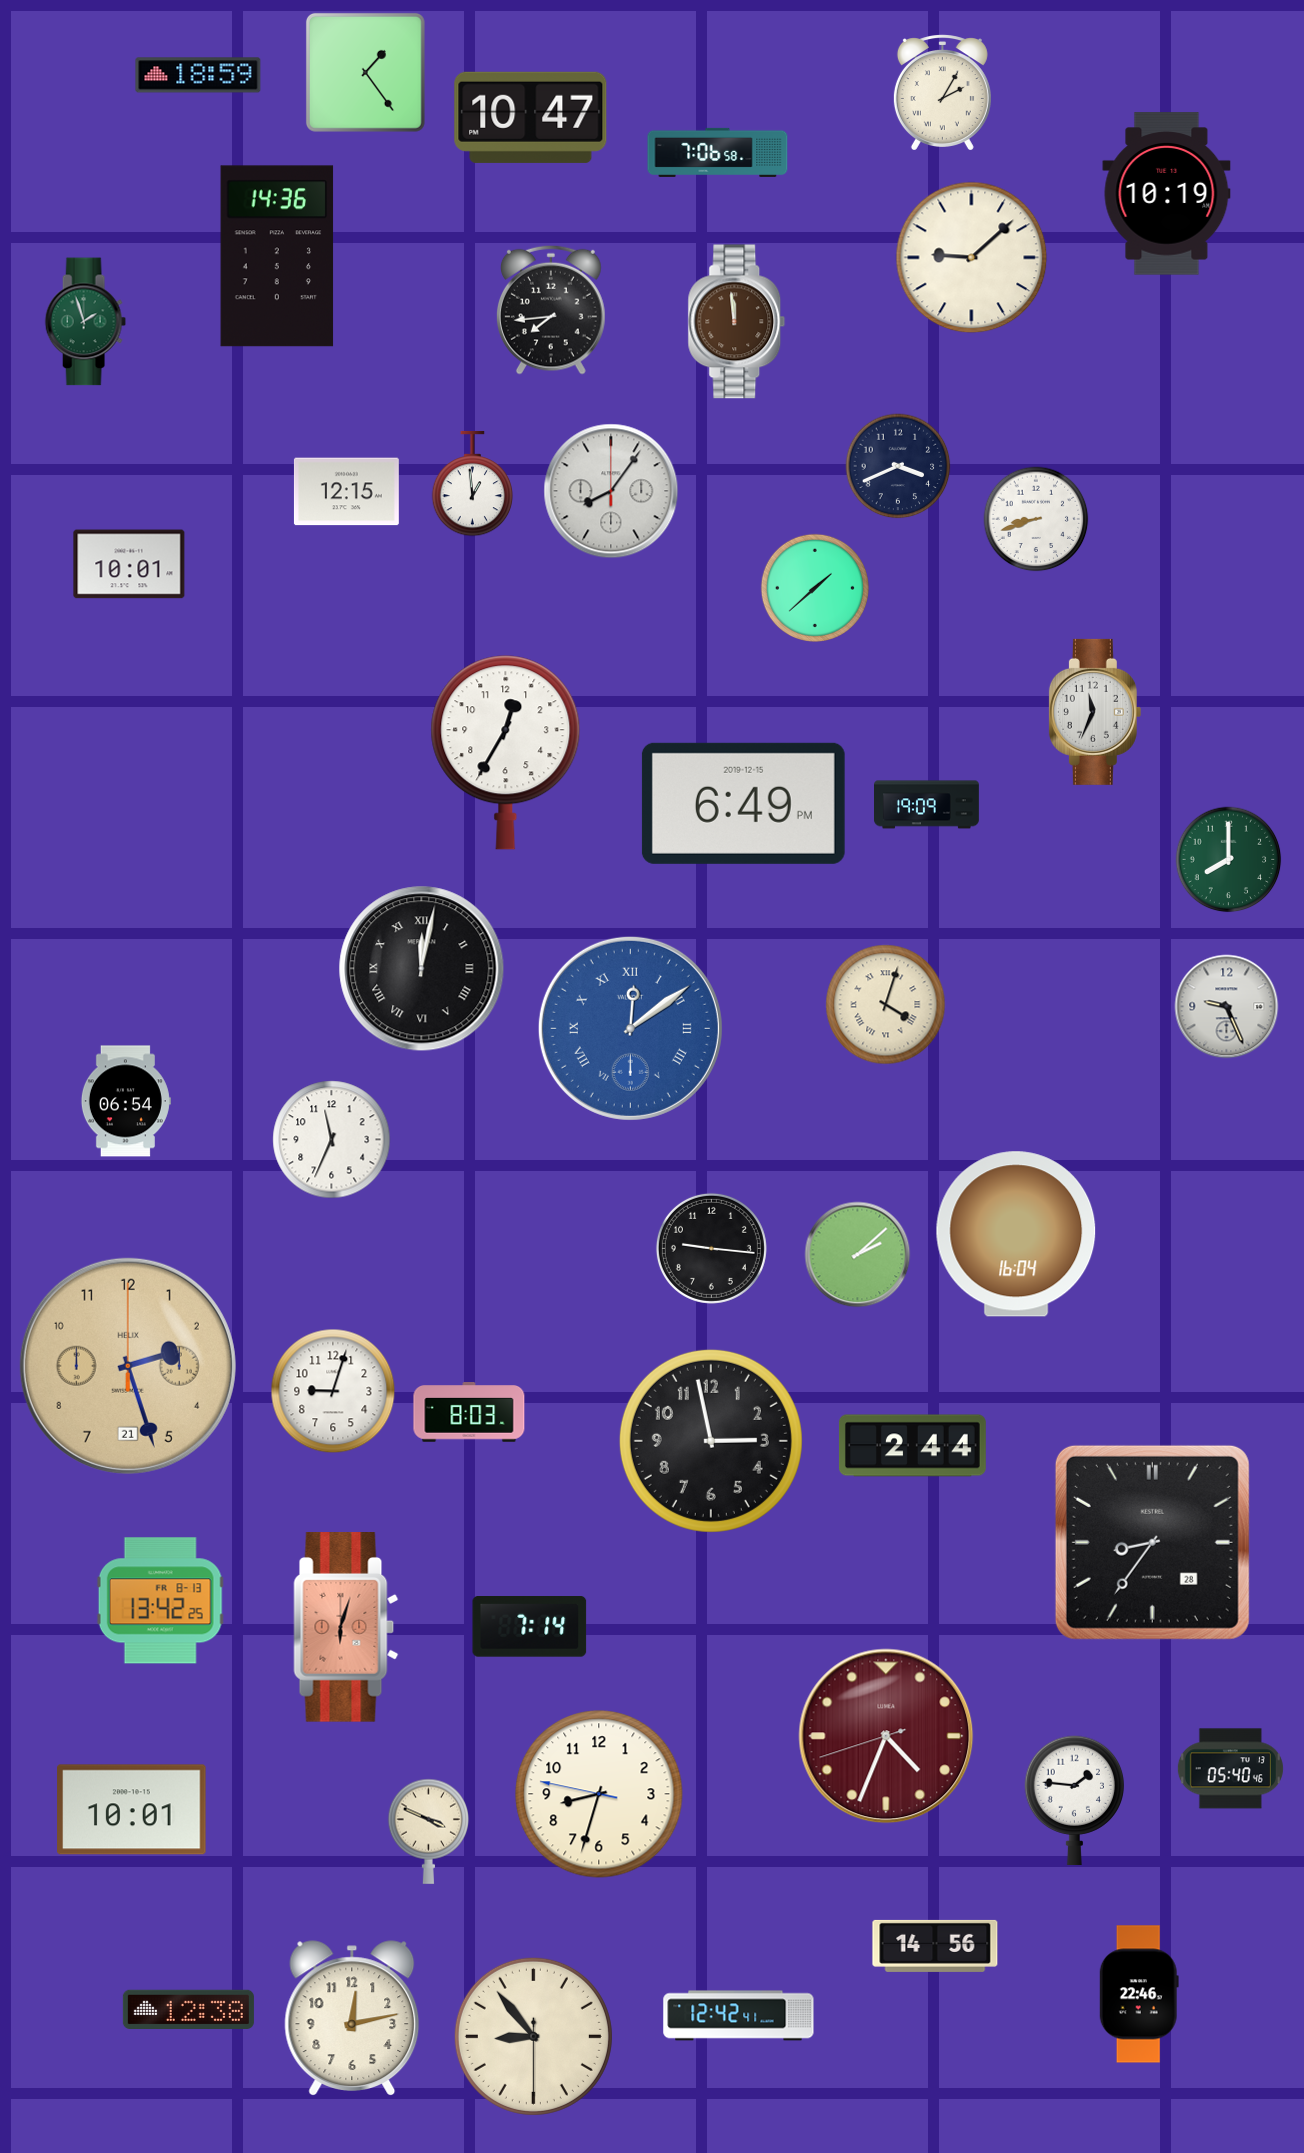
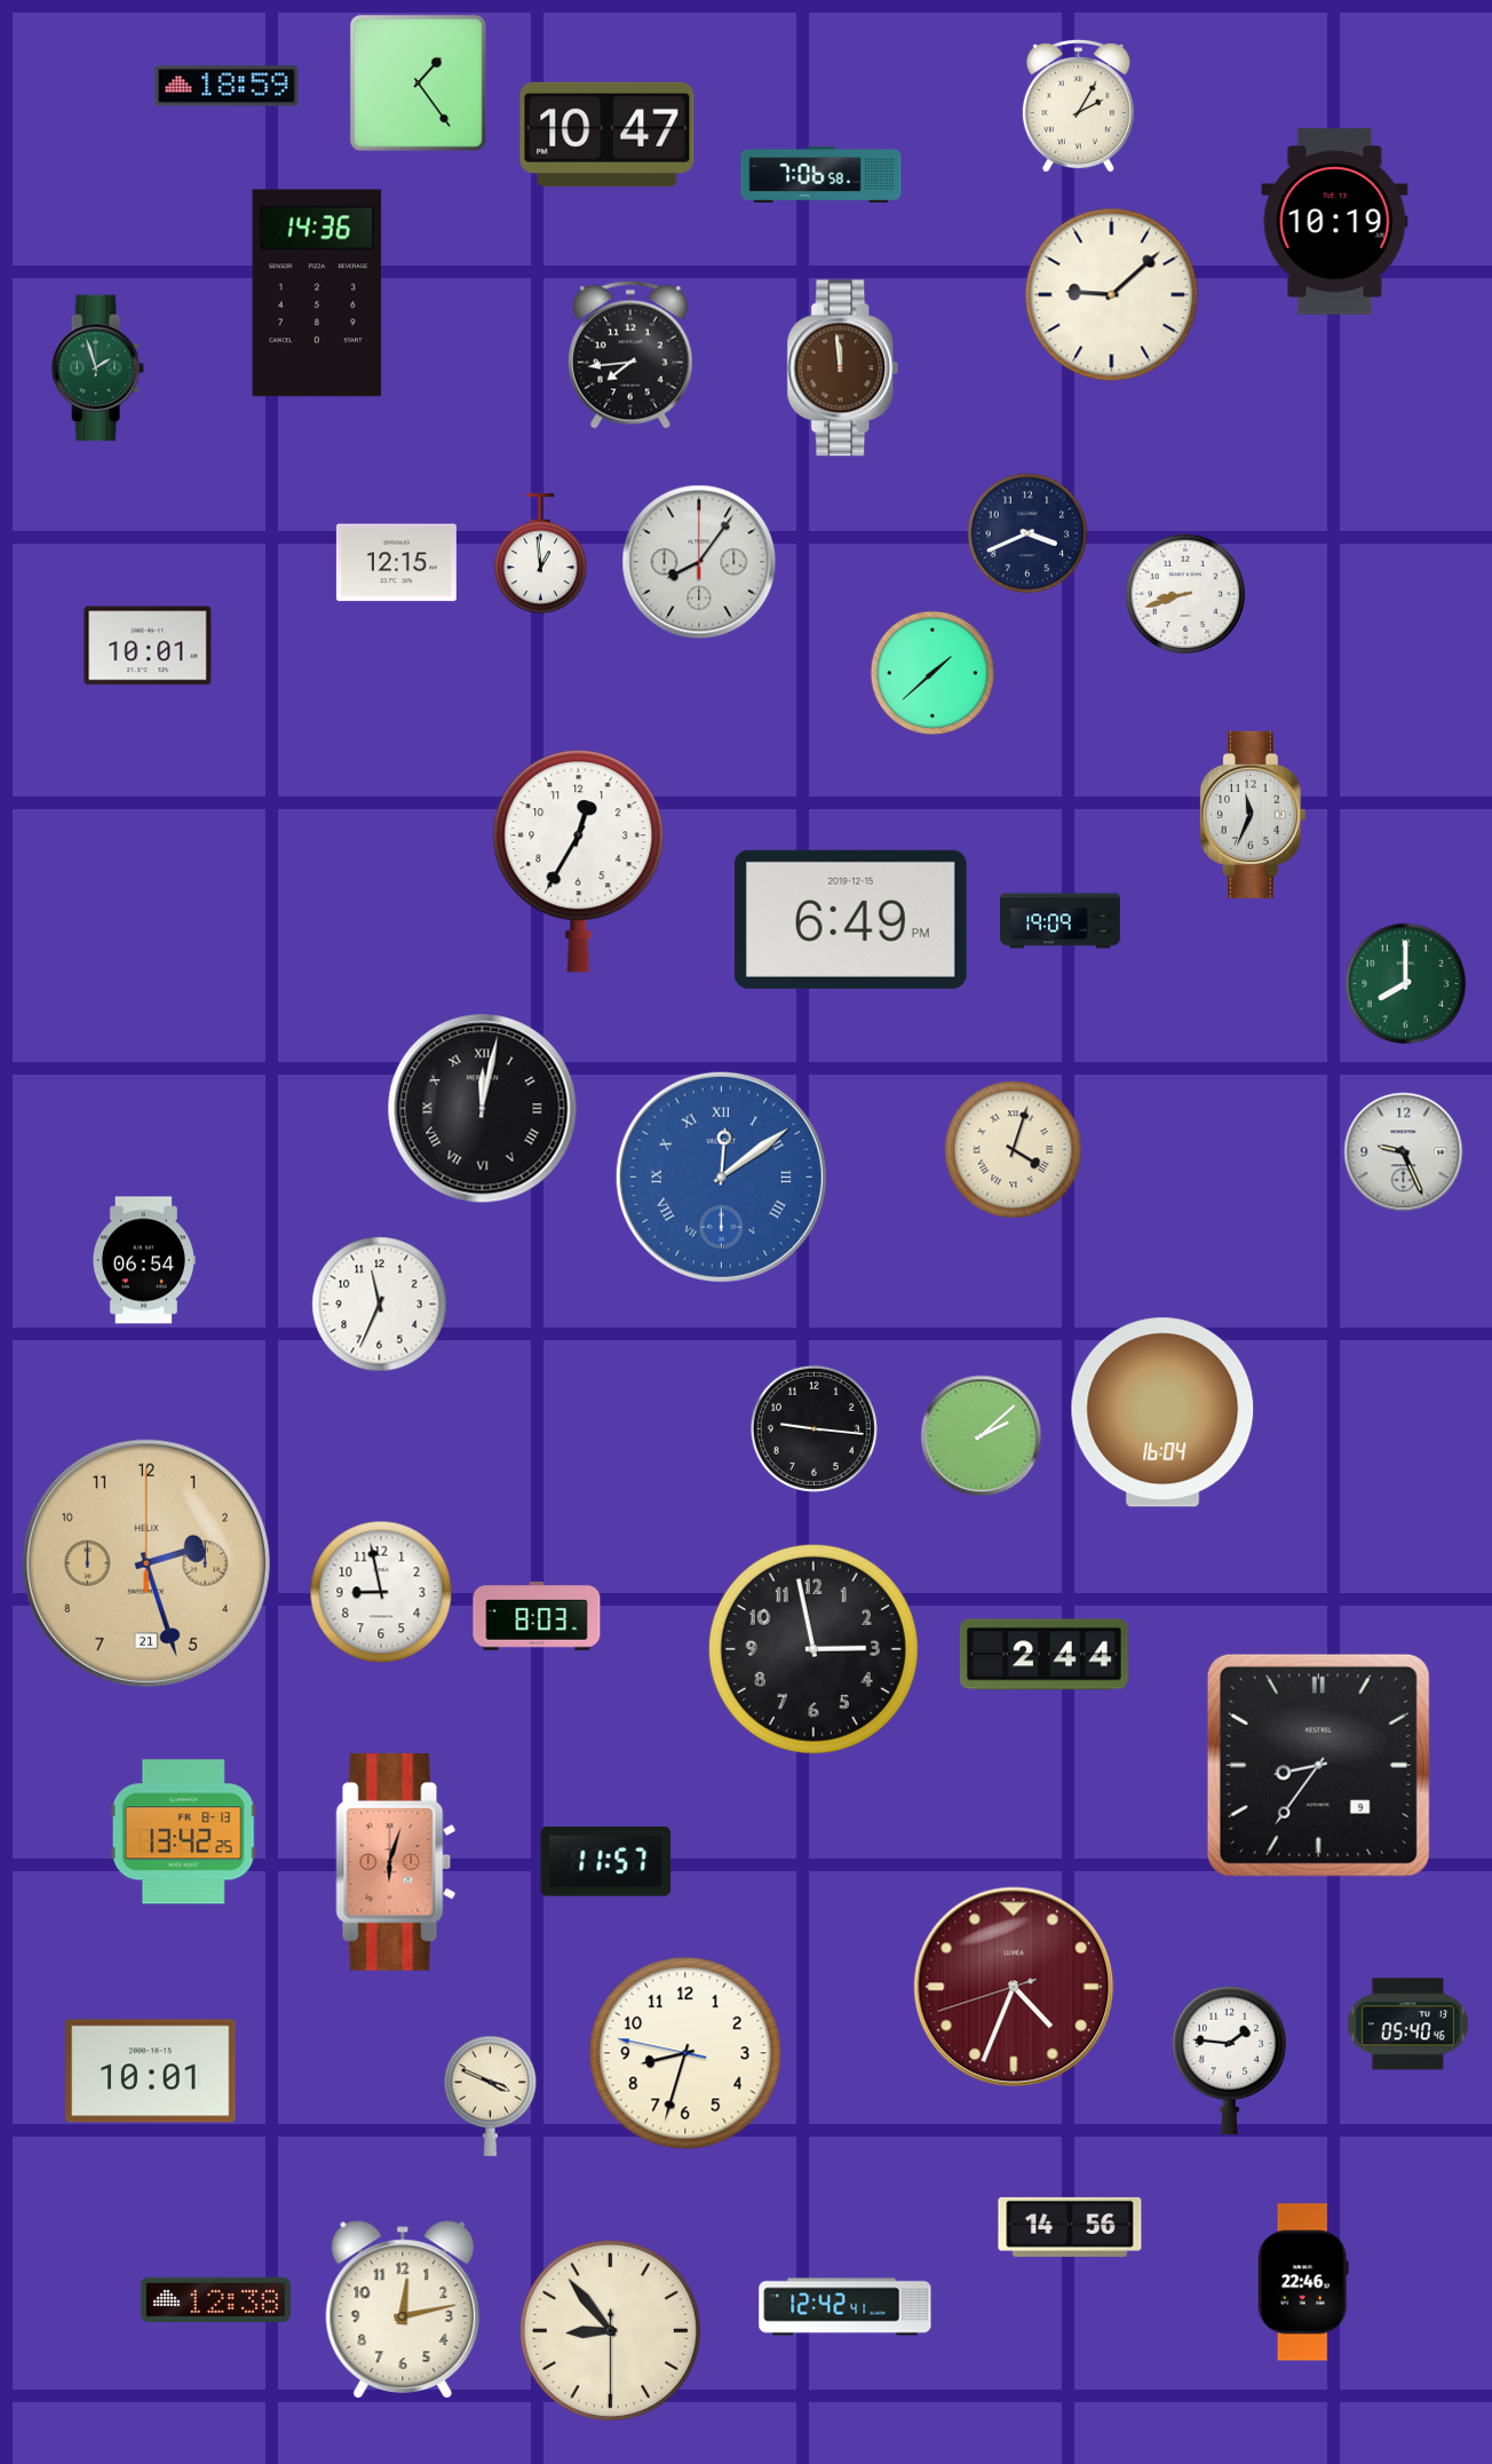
clock at (333, 1391): 9:03 -> 8:58
clock at (1152, 1542) date: 28 -> 9
clock at (530, 1627): 7:14 -> 11:57
